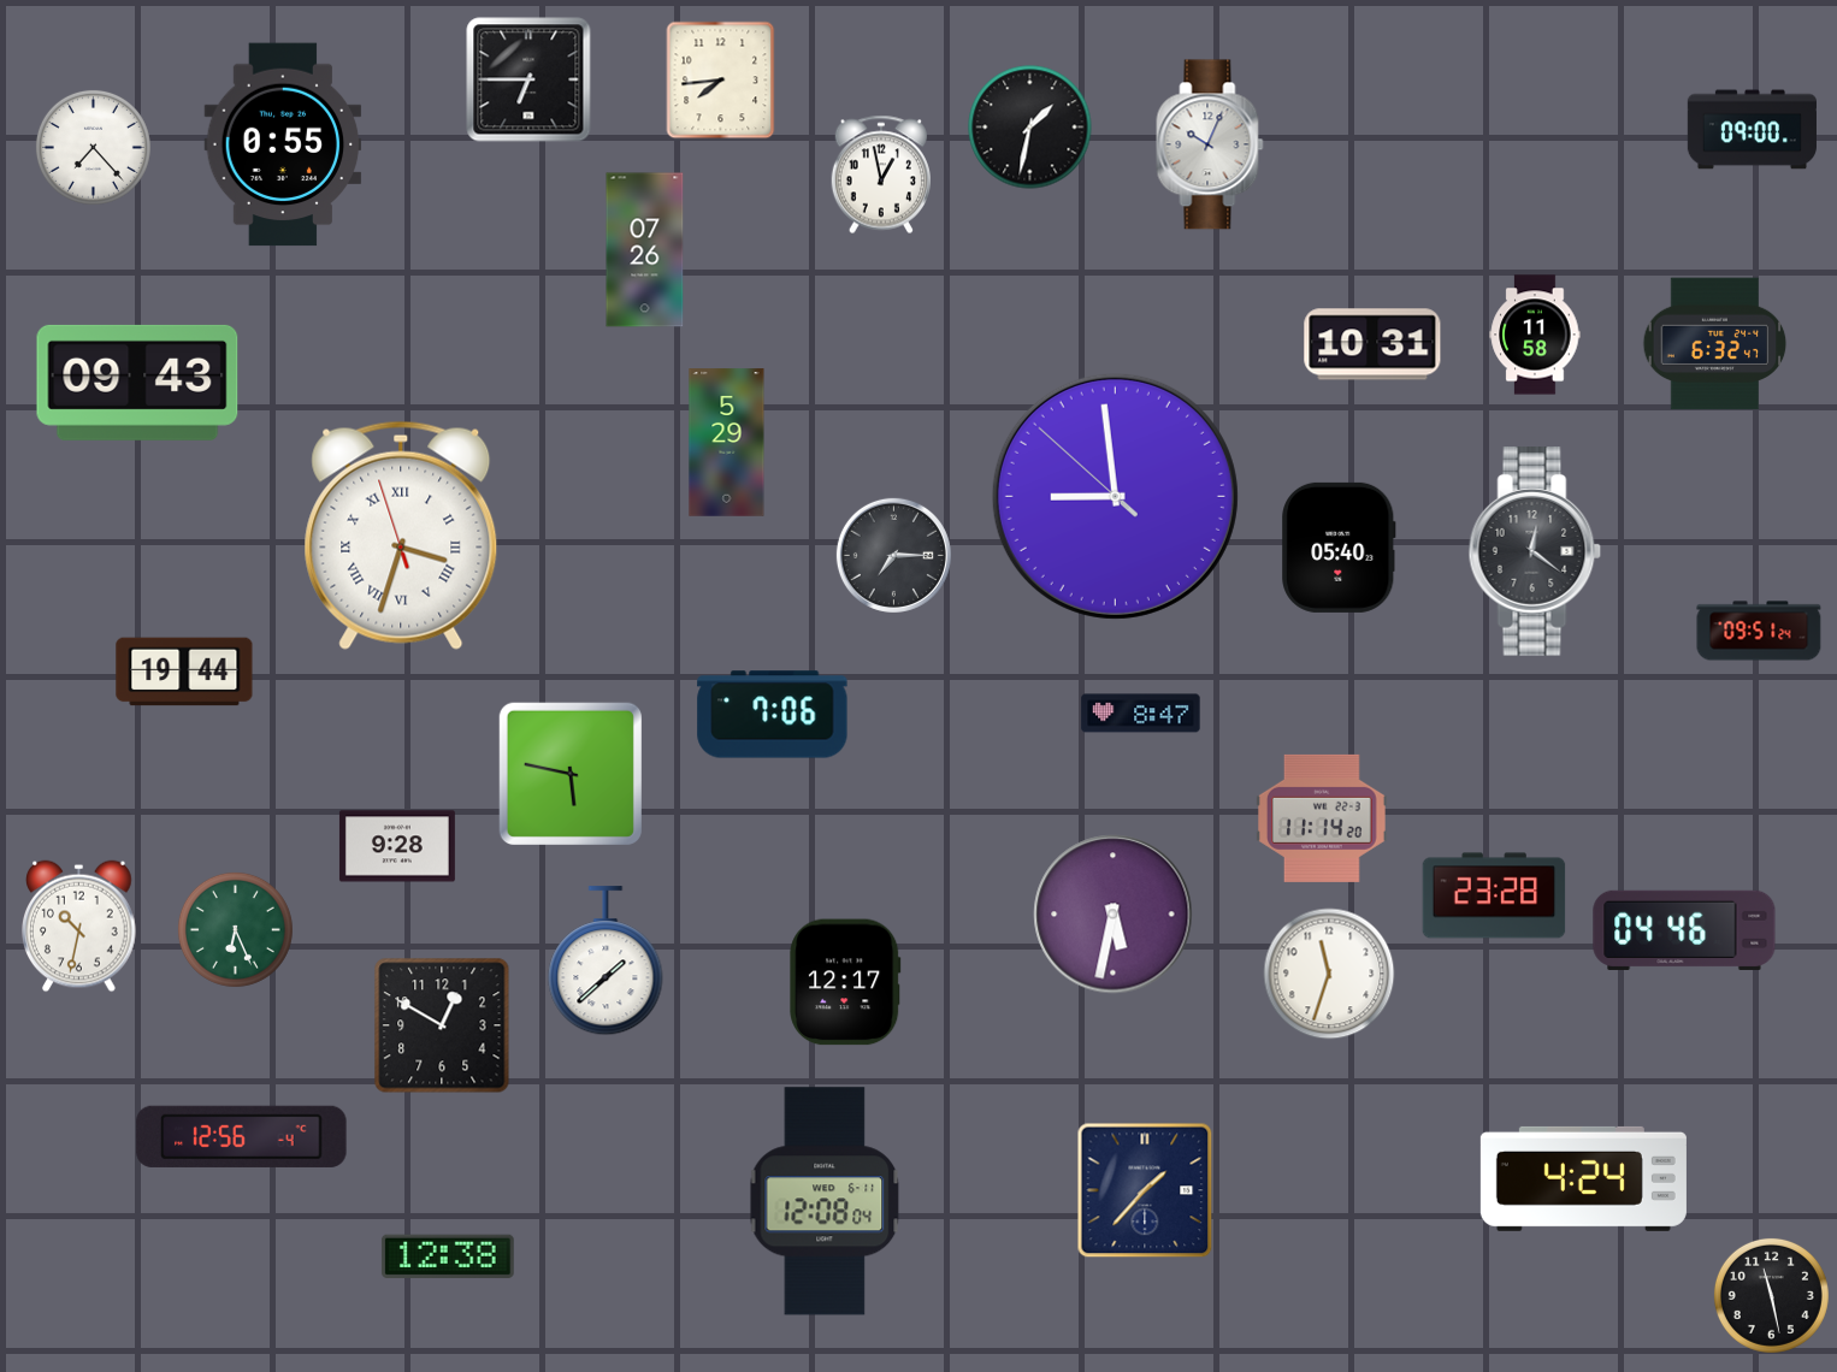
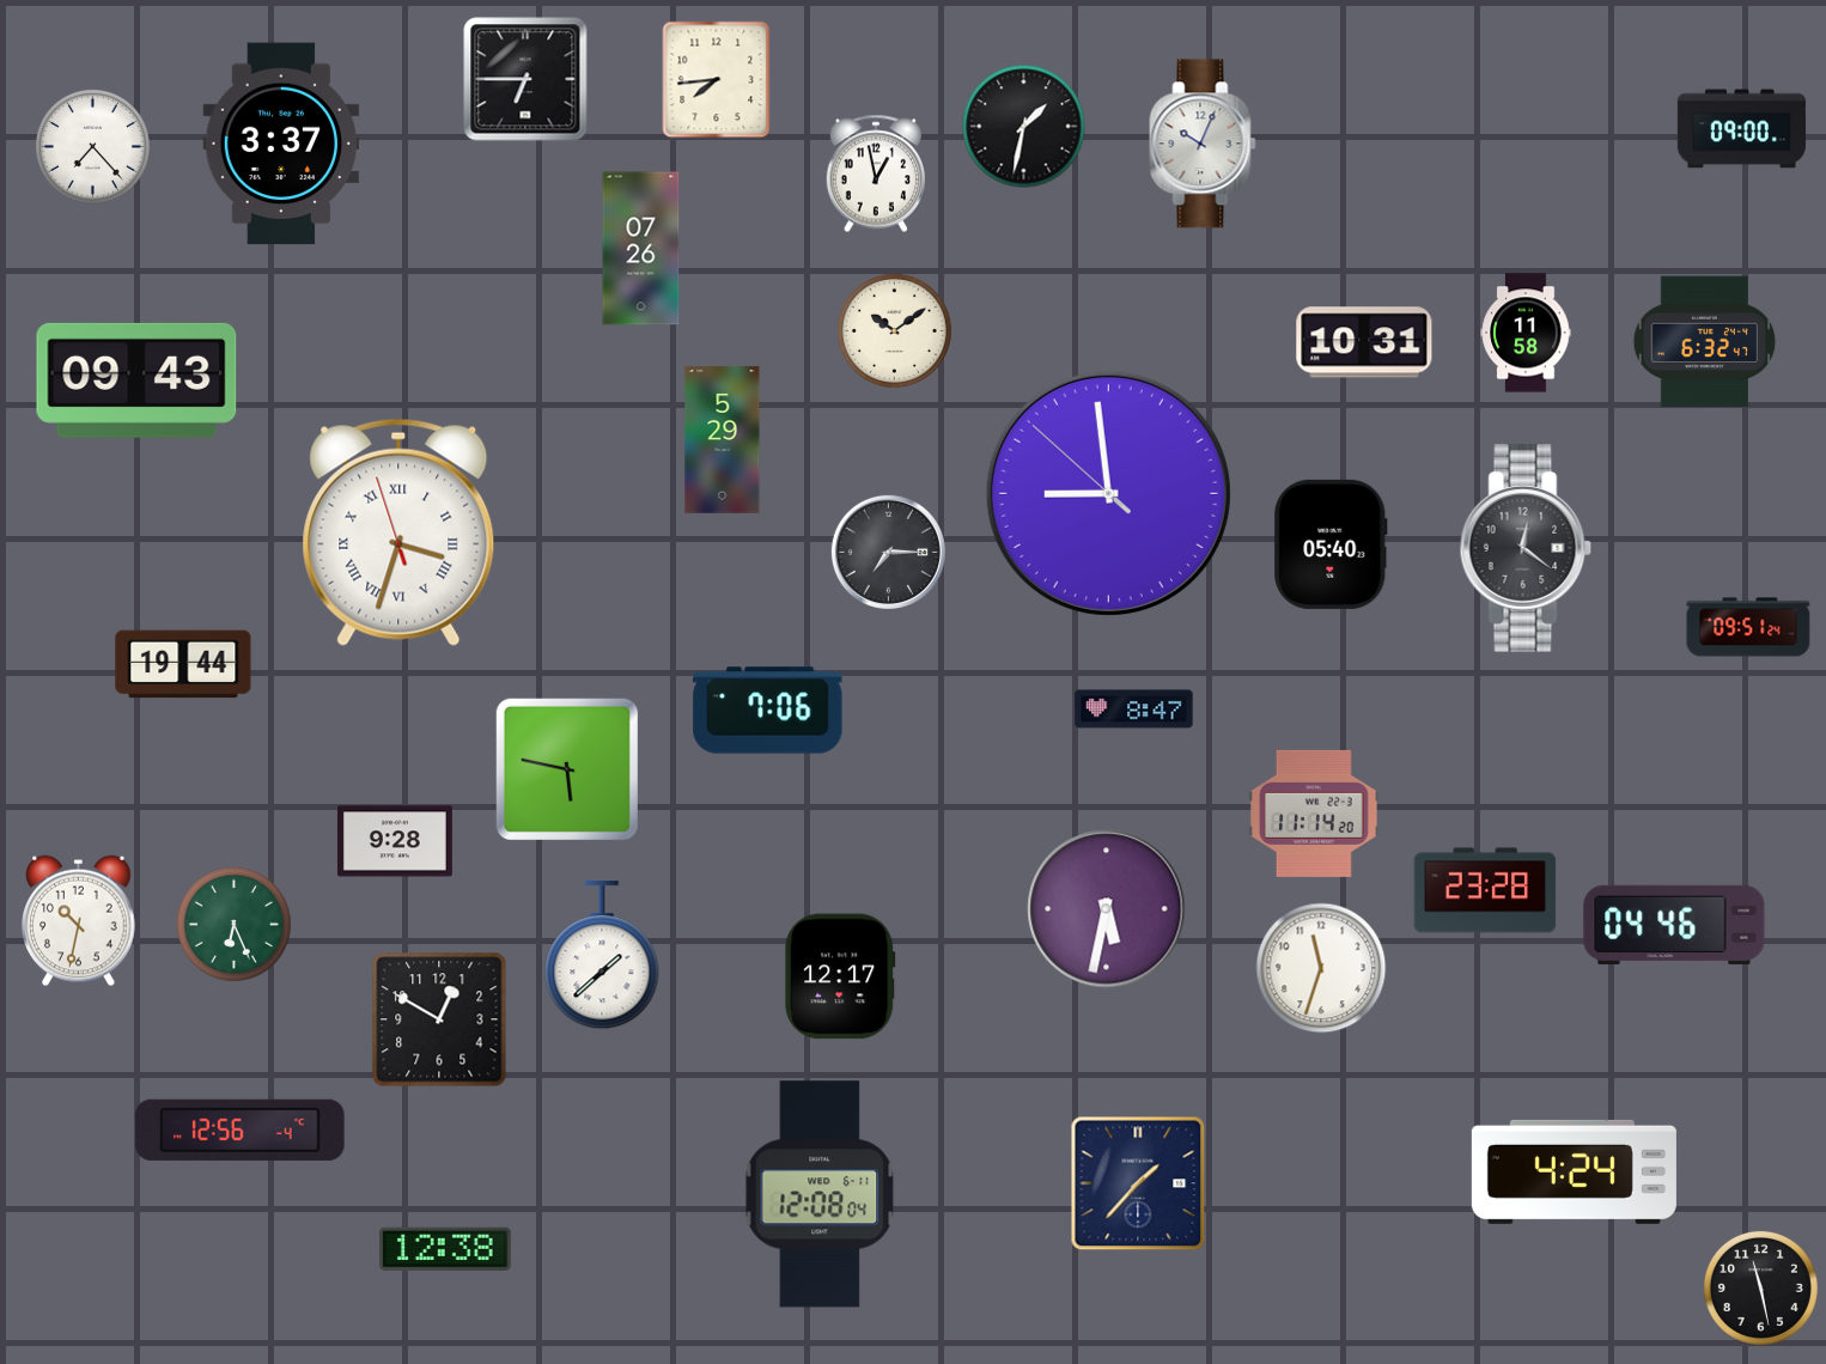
clock at (283, 144): 0:55 -> 3:37
clock at (894, 330): none -> 10:09
clock at (184, 672) position: (184, 672) -> (183, 664)
